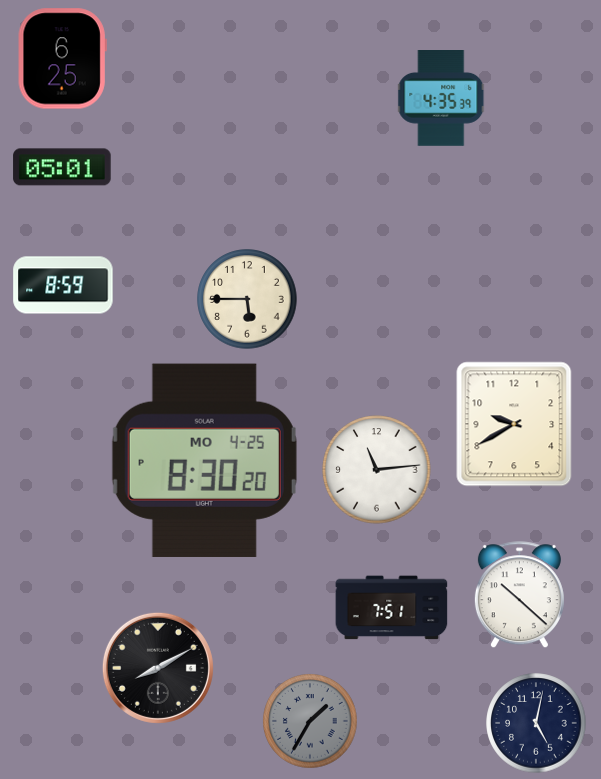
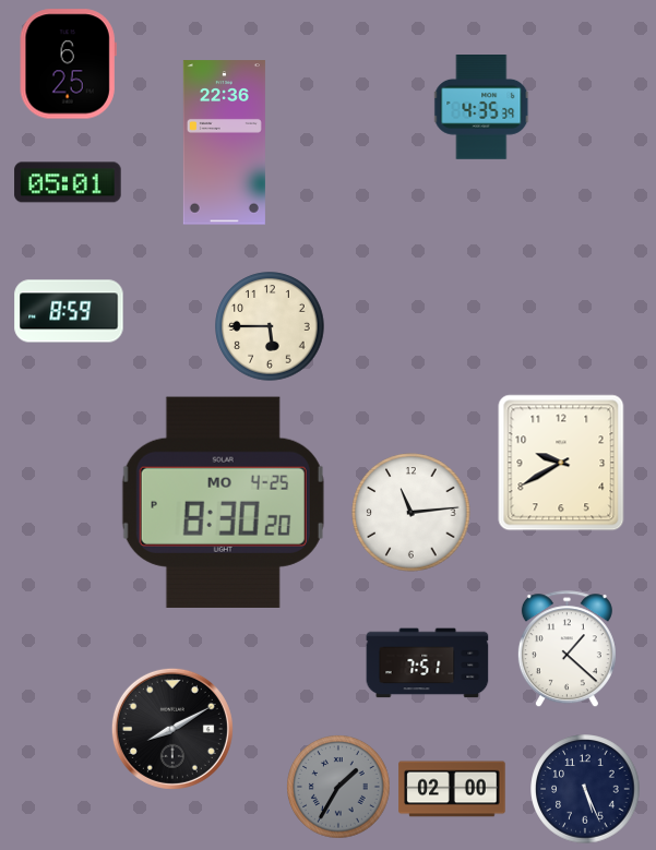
clock at (224, 143): none -> 22:36
clock at (519, 595): 10:22 -> 1:22
clock at (452, 789): none -> 02:00
clock at (536, 723): 5:02 -> 5:26
